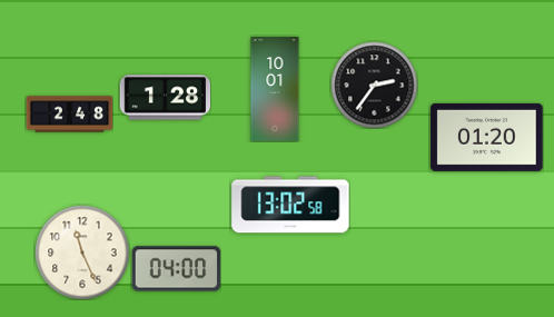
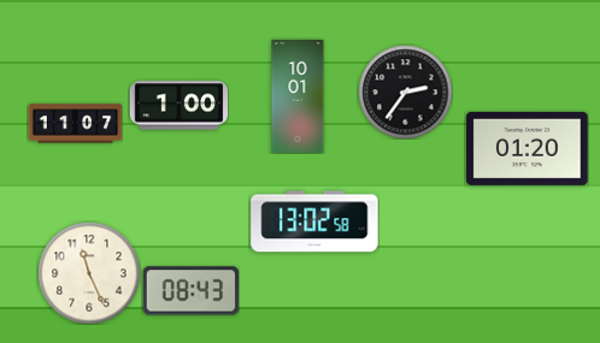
clock at (165, 98): 1:28 -> 1:00
clock at (69, 115): 2:48 -> 11:07
clock at (176, 269): 04:00 -> 08:43
